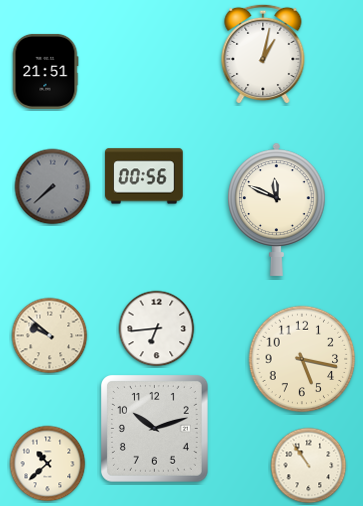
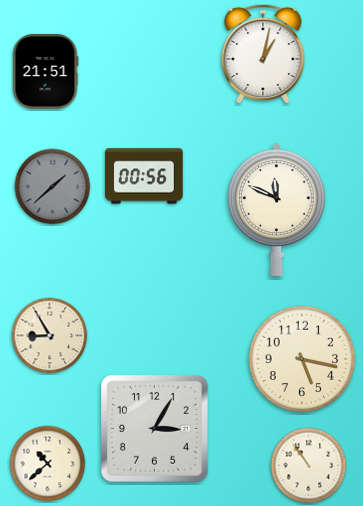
clock at (53, 187): 7:38 -> 1:38
clock at (157, 329): 6:44 -> none
clock at (50, 336): 9:52 -> 8:55
clock at (155, 429): 10:12 -> 3:05
